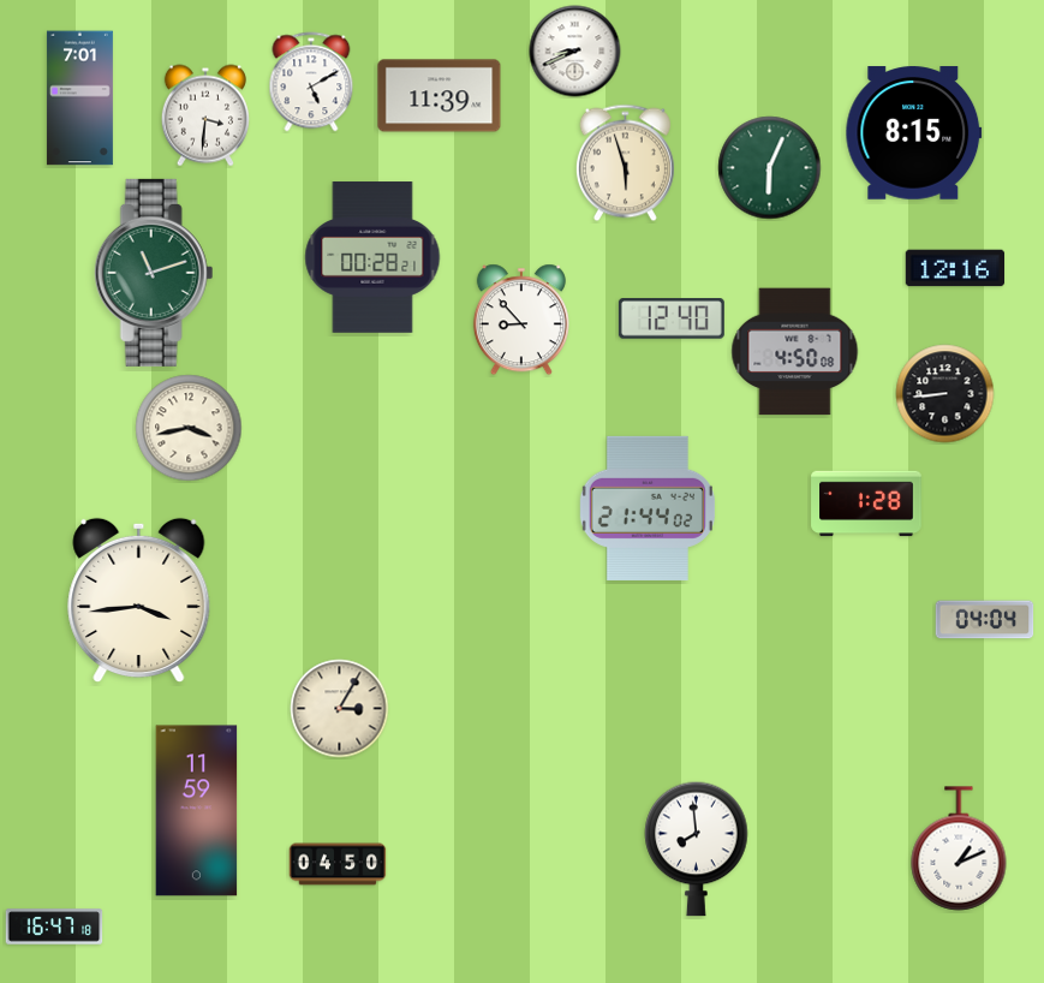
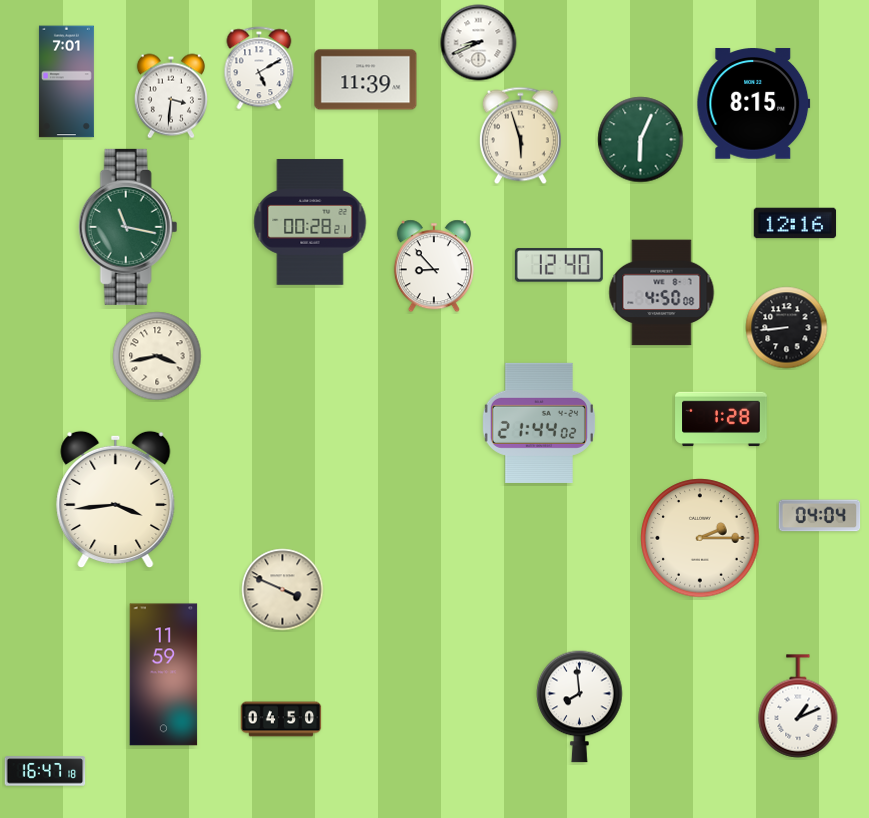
clock at (914, 133) position: (914, 133) -> (754, 104)
clock at (372, 257) position: (372, 257) -> (310, 222)
clock at (154, 273): 11:12 -> 11:17
clock at (700, 538): none -> 2:15
clock at (340, 709): 3:05 -> 3:49
